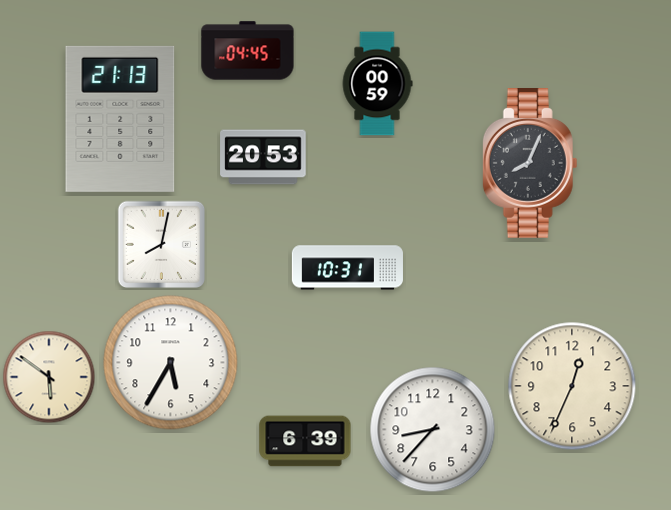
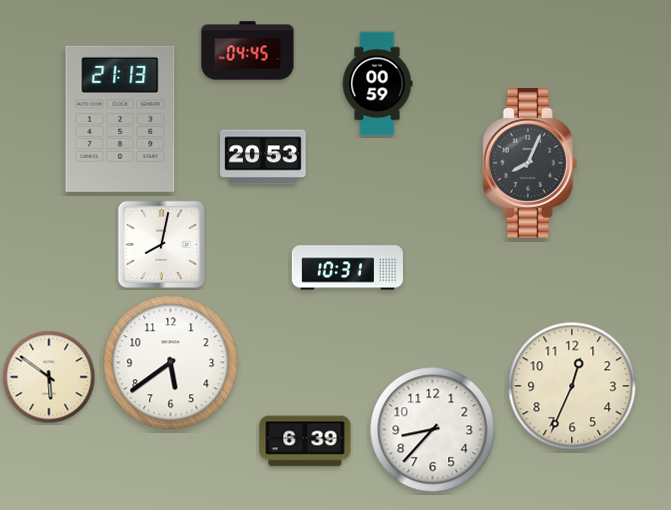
clock at (171, 363): 5:35 -> 5:39
